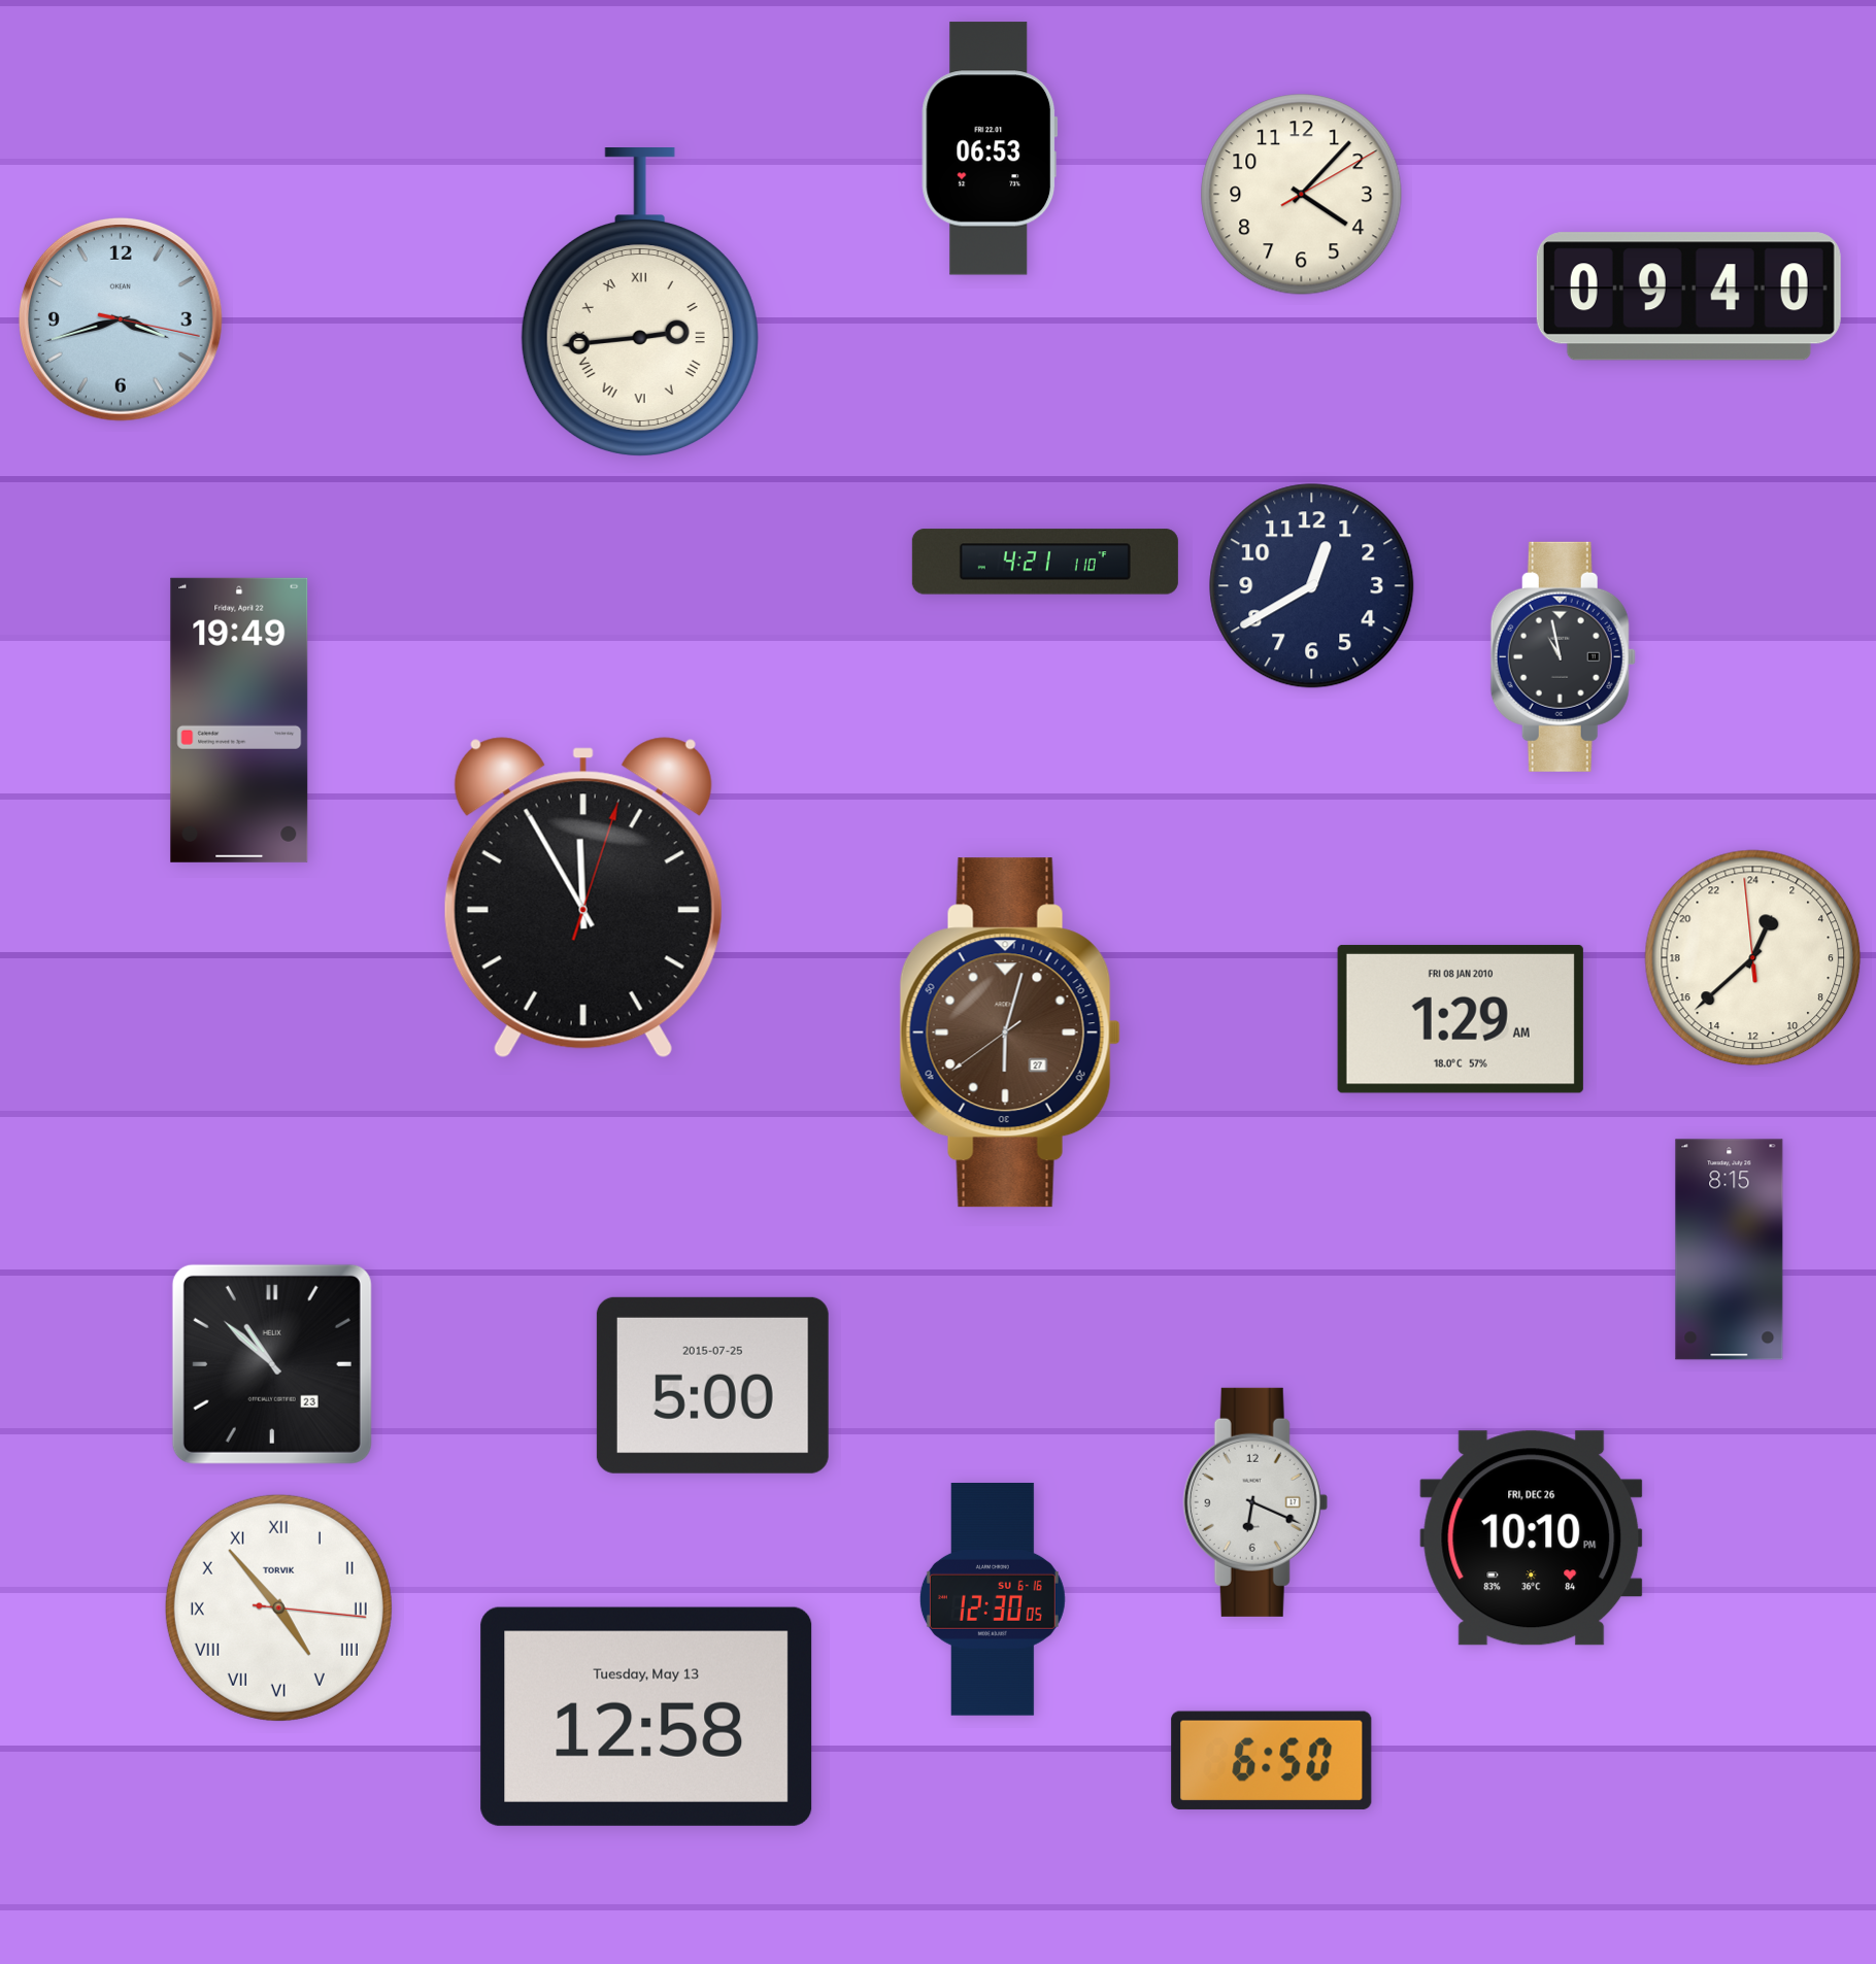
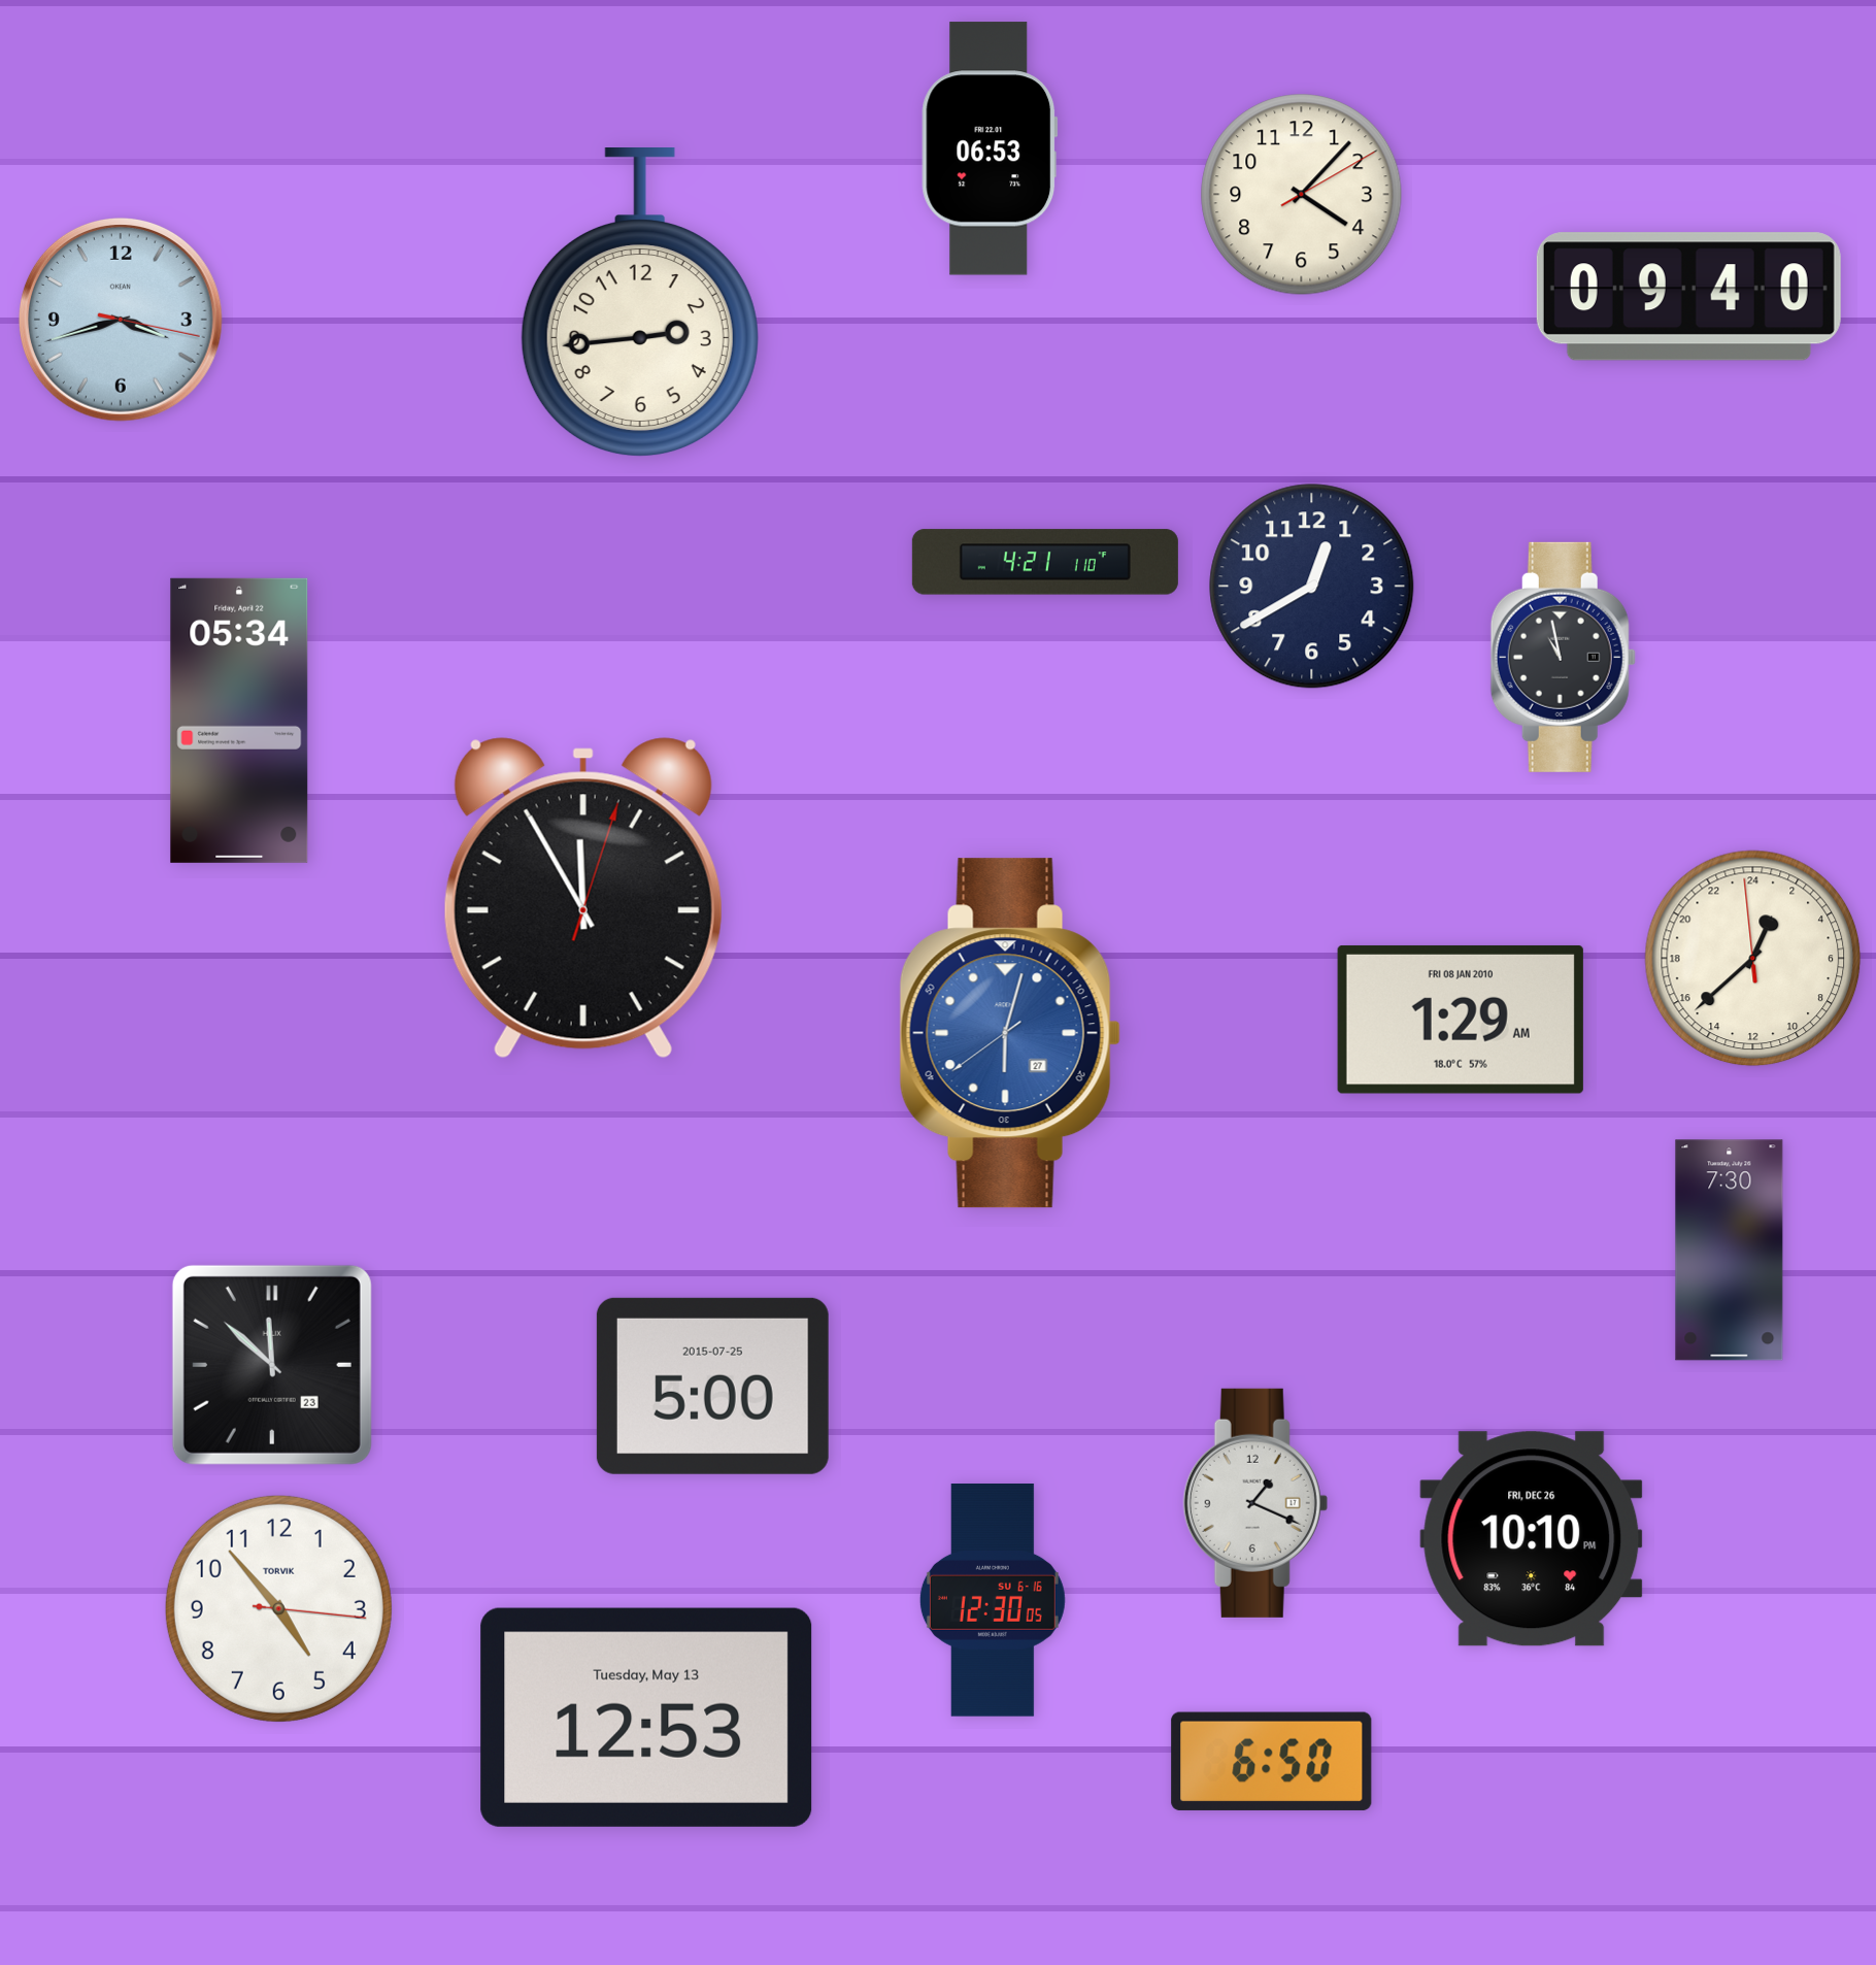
clock at (640, 303) numerals: Roman -> Arabic
clock at (239, 720): 19:49 -> 05:34
clock at (1010, 1032) dial: brown -> blue
clock at (1730, 1250): 8:15 -> 7:30
clock at (272, 1364): 10:52 -> 11:52
clock at (1255, 1502): 6:19 -> 1:19
clock at (278, 1607) numerals: Roman -> Arabic
clock at (646, 1717): 12:58 -> 12:53
